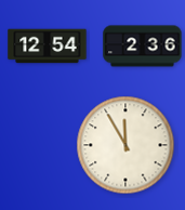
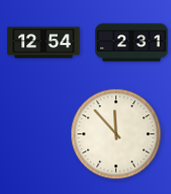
clock at (143, 47): 2:36 -> 2:31
clock at (125, 145): 11:55 -> 11:53
